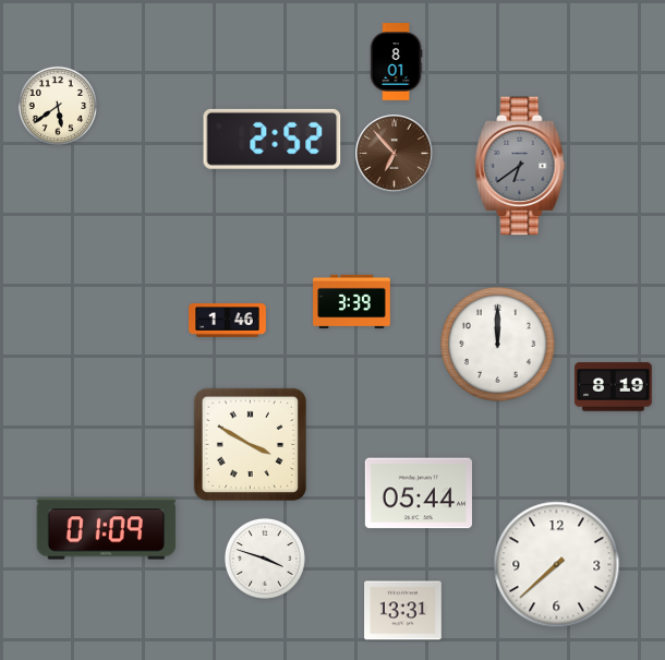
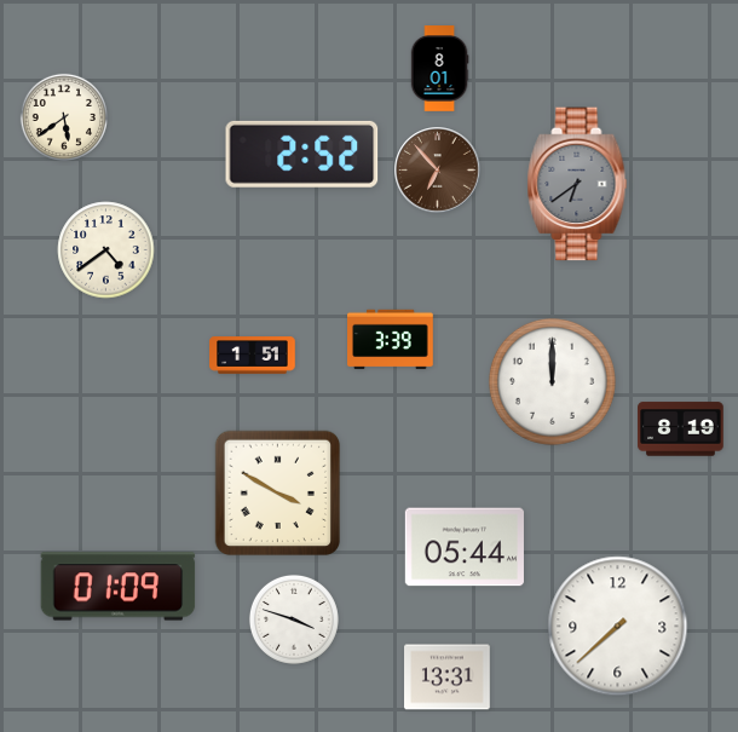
clock at (106, 250): none -> 4:39
clock at (352, 302) position: (352, 302) -> (391, 340)
clock at (228, 321): 1:46 -> 1:51
